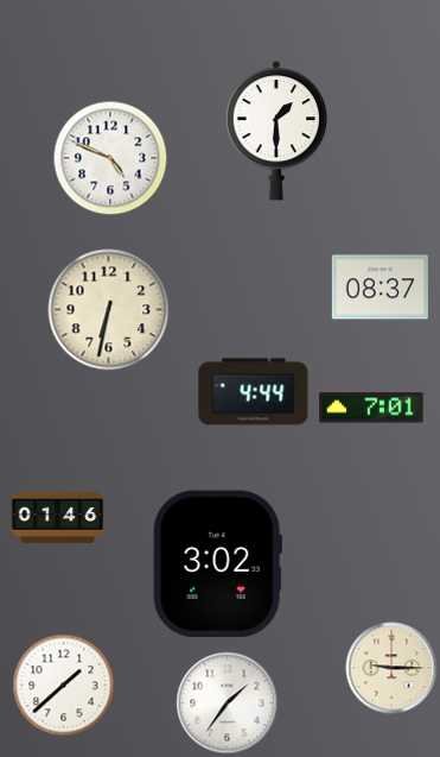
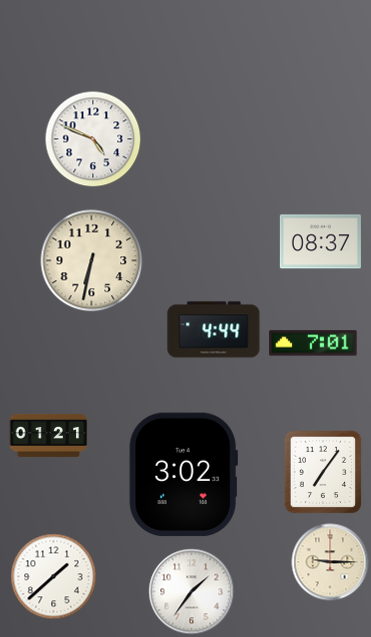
clock at (276, 132): 1:30 -> none
clock at (110, 158) position: (110, 158) -> (93, 139)
clock at (58, 517): 01:46 -> 01:21
clock at (323, 472): none -> 7:06
